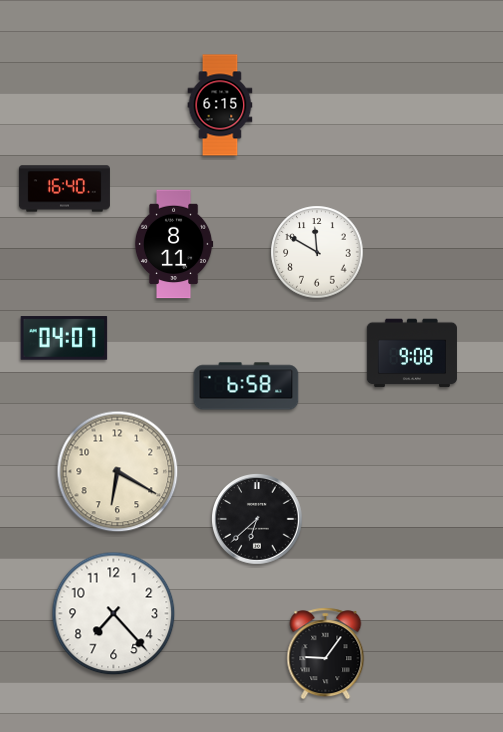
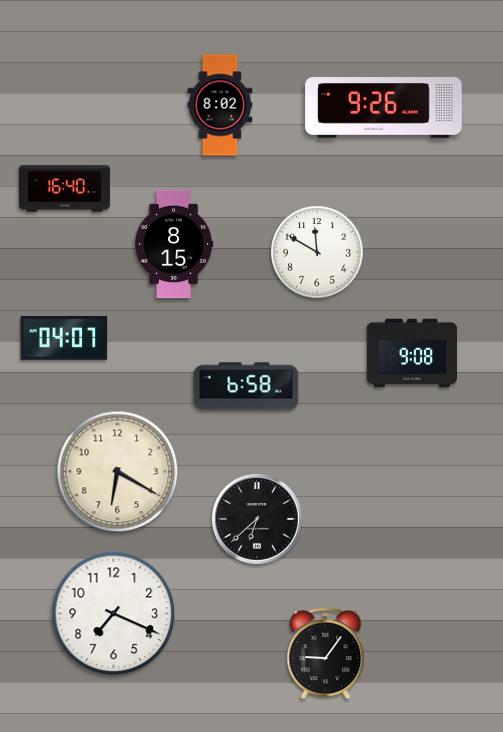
clock at (220, 105): 6:15 -> 8:02
clock at (384, 108): none -> 9:26
clock at (174, 244): 8:11 -> 8:15
clock at (114, 614): 7:23 -> 7:19
